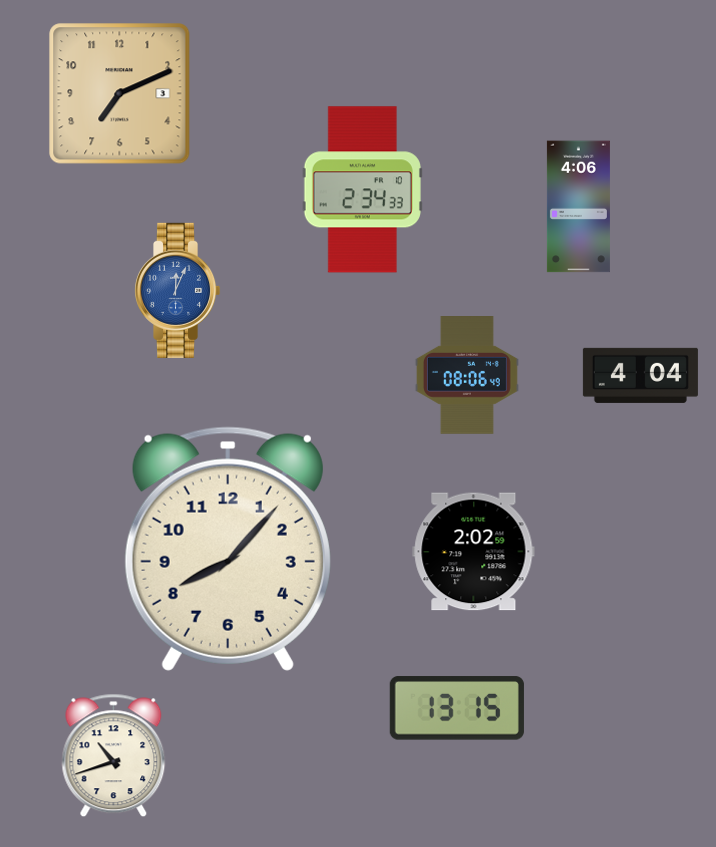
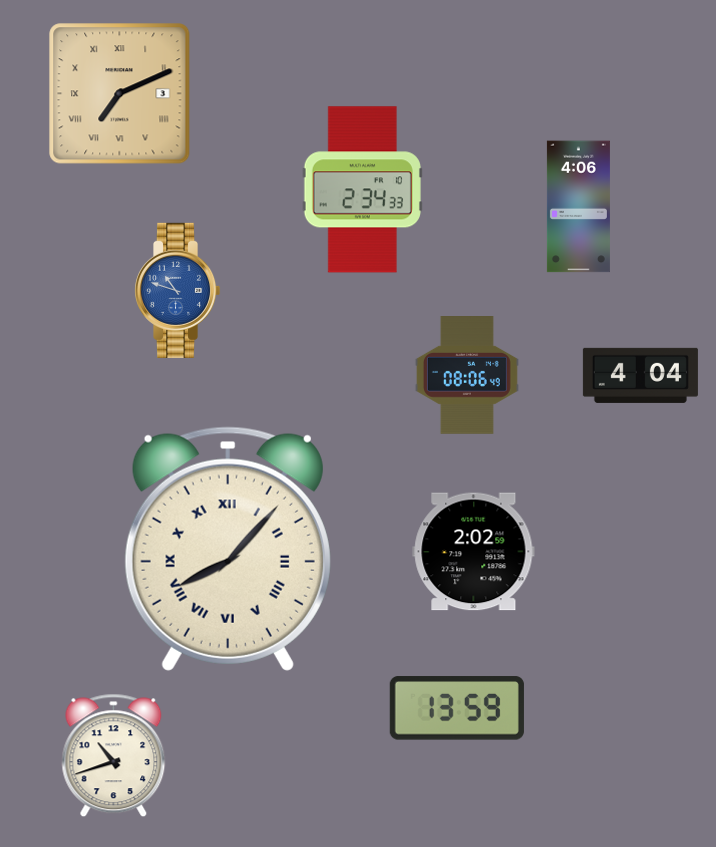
clock at (120, 94) numerals: Arabic -> Roman
clock at (178, 290): 12:04 -> 10:48
clock at (228, 549) numerals: Arabic -> Roman
clock at (457, 708): 13:15 -> 13:59
